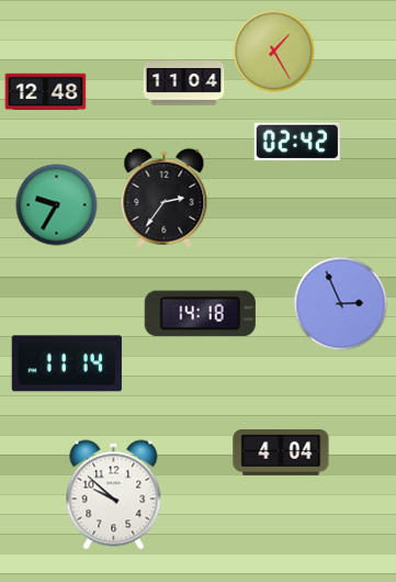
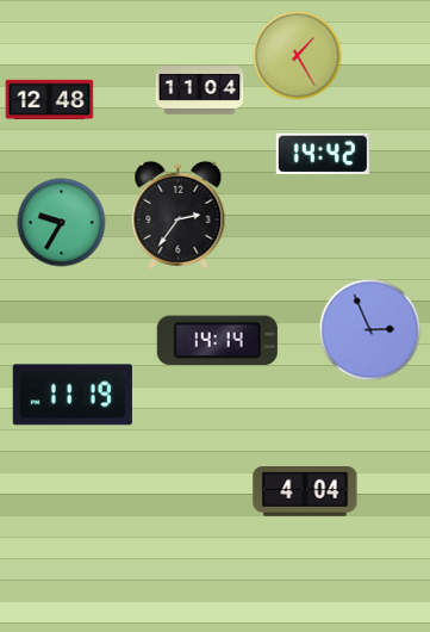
clock at (297, 142): 02:42 -> 14:42
clock at (200, 314): 14:18 -> 14:14
clock at (67, 363): 11:14 -> 11:19
clock at (114, 495): 9:52 -> none
